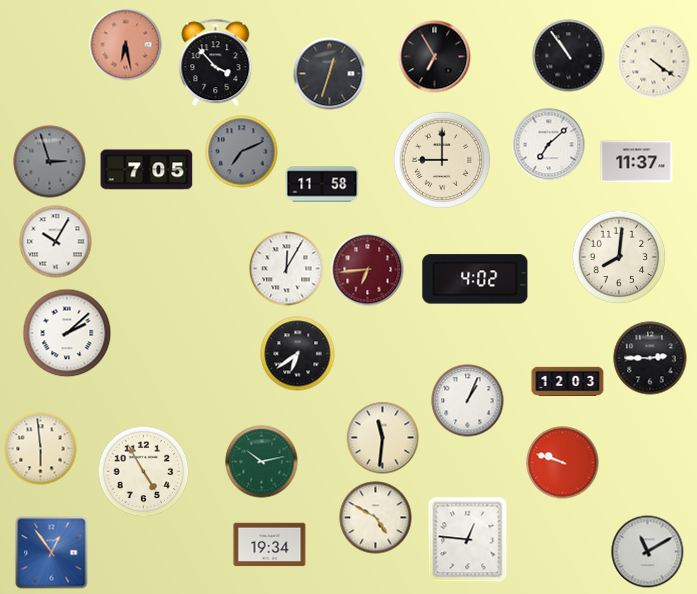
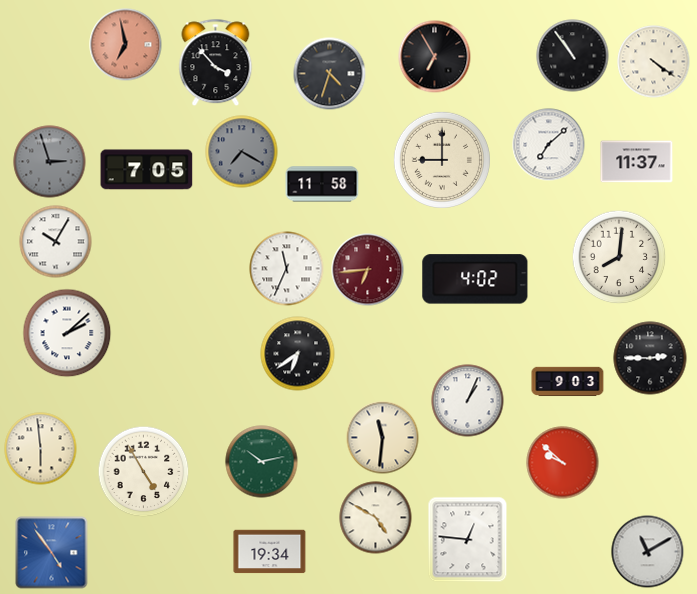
clock at (126, 45): 6:28 -> 6:58
clock at (569, 56) position: (569, 56) -> (573, 56)
clock at (330, 74): 12:33 -> 4:33
clock at (242, 152): 7:11 -> 7:20
clock at (287, 269): 12:05 -> 11:34
clock at (568, 382): 12:03 -> 9:03
clock at (563, 463): 9:48 -> 9:52
clock at (270, 545) position: (270, 545) -> (270, 552)
clock at (52, 553): 12:54 -> 4:54
